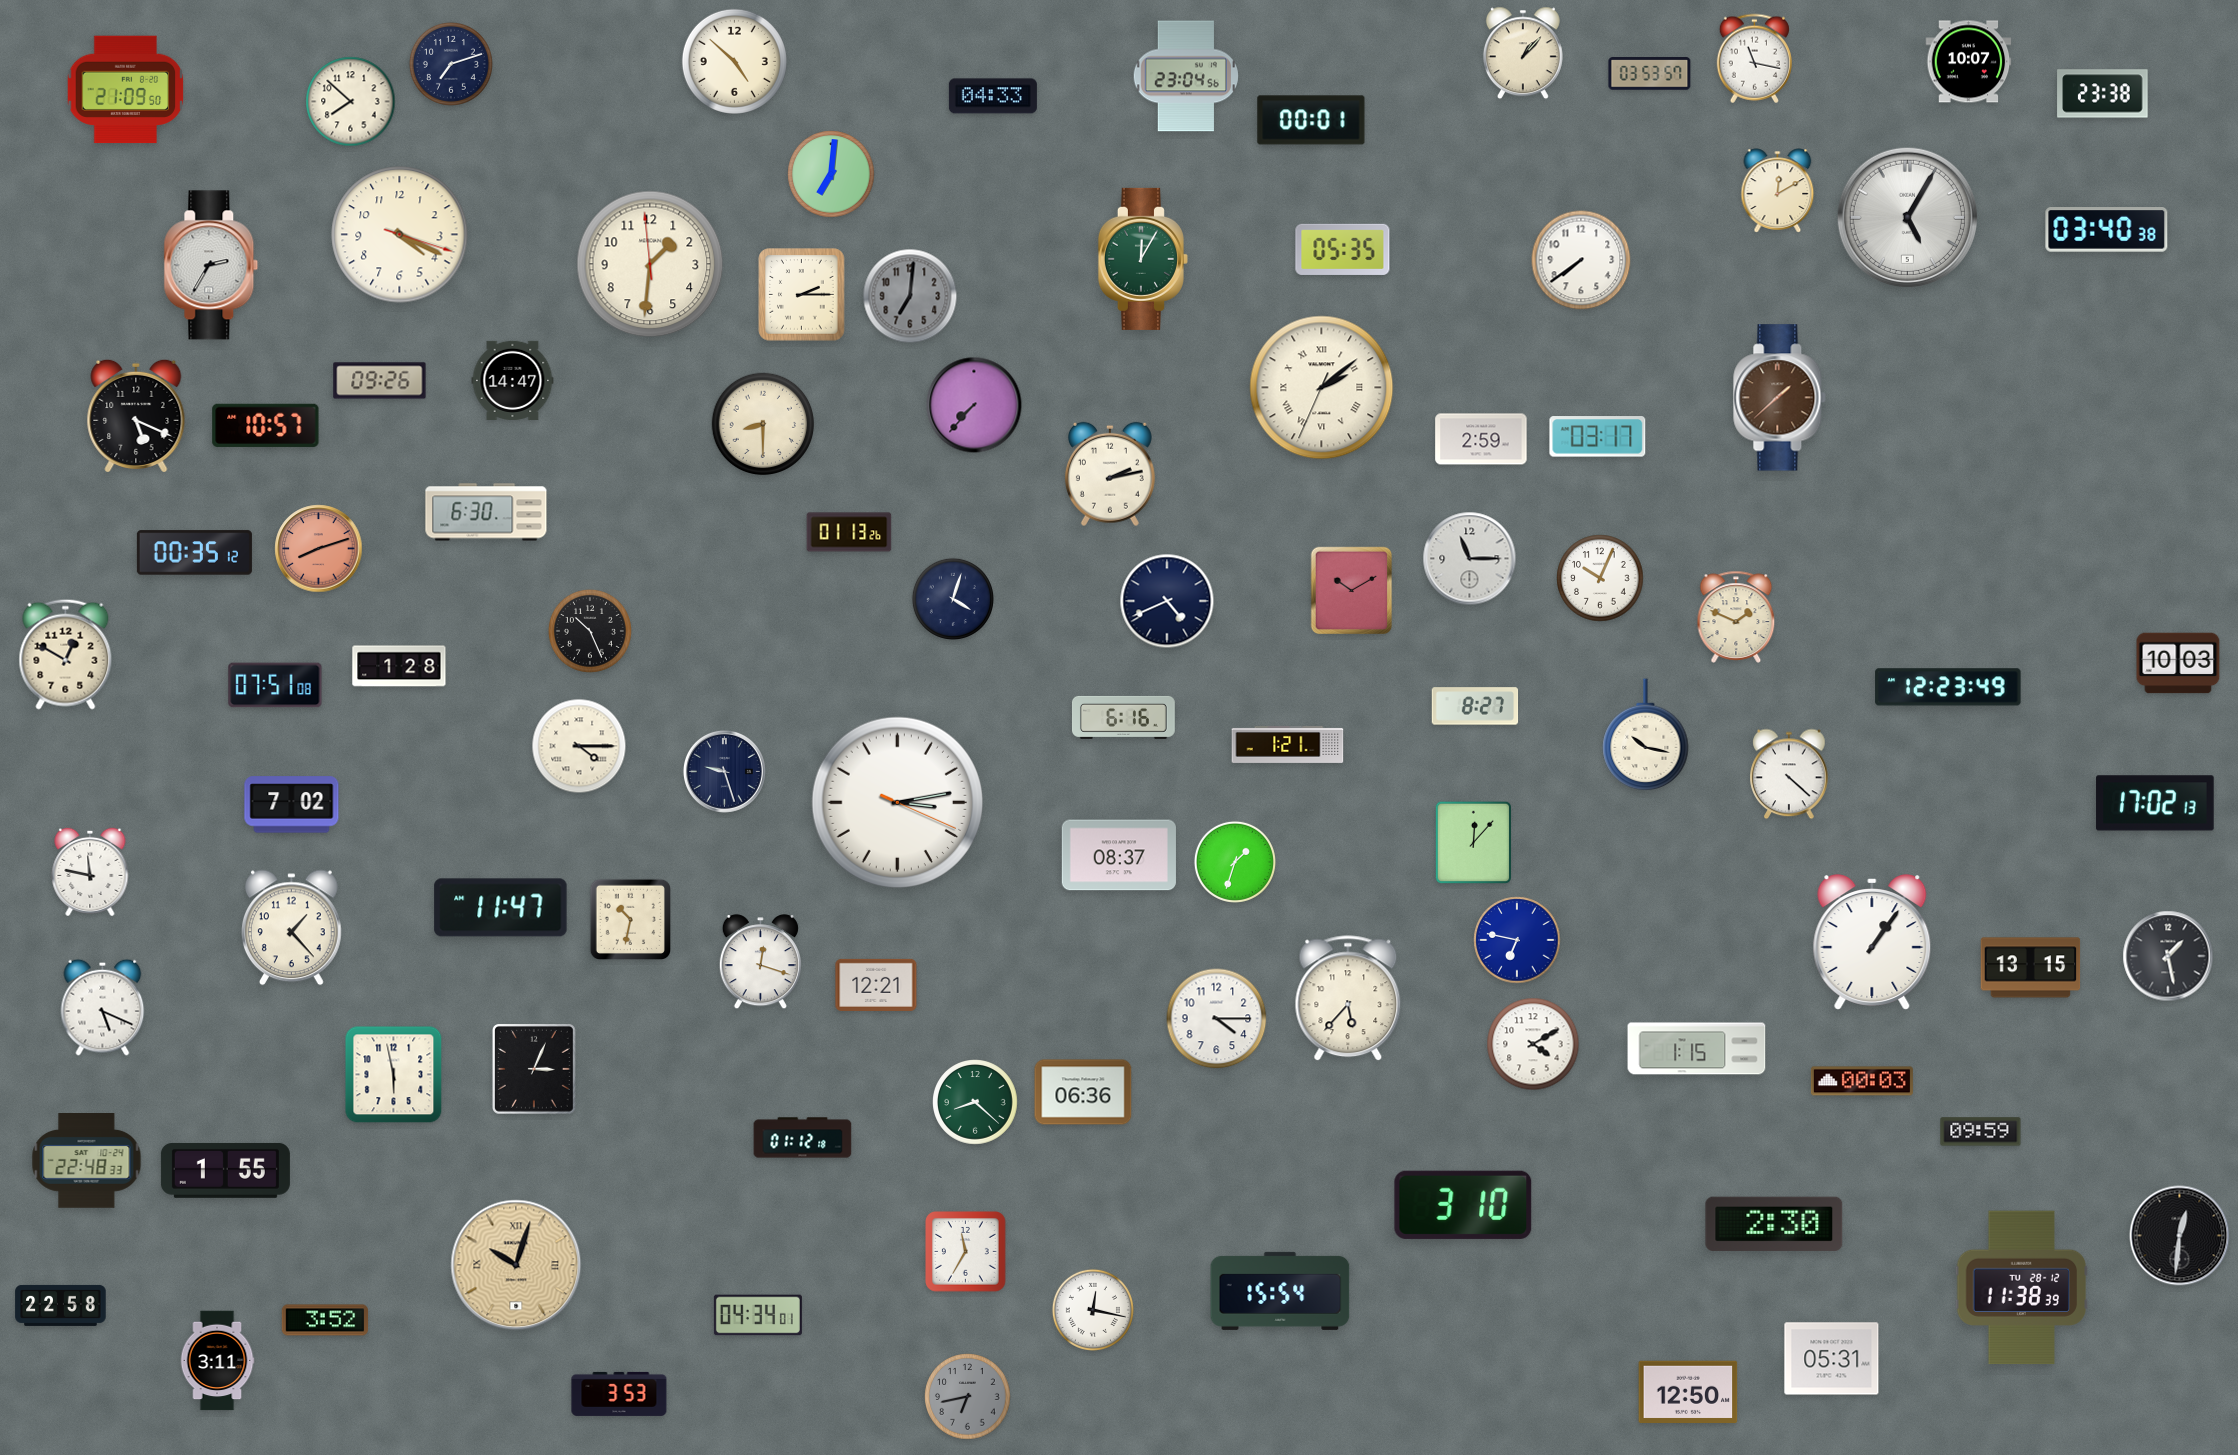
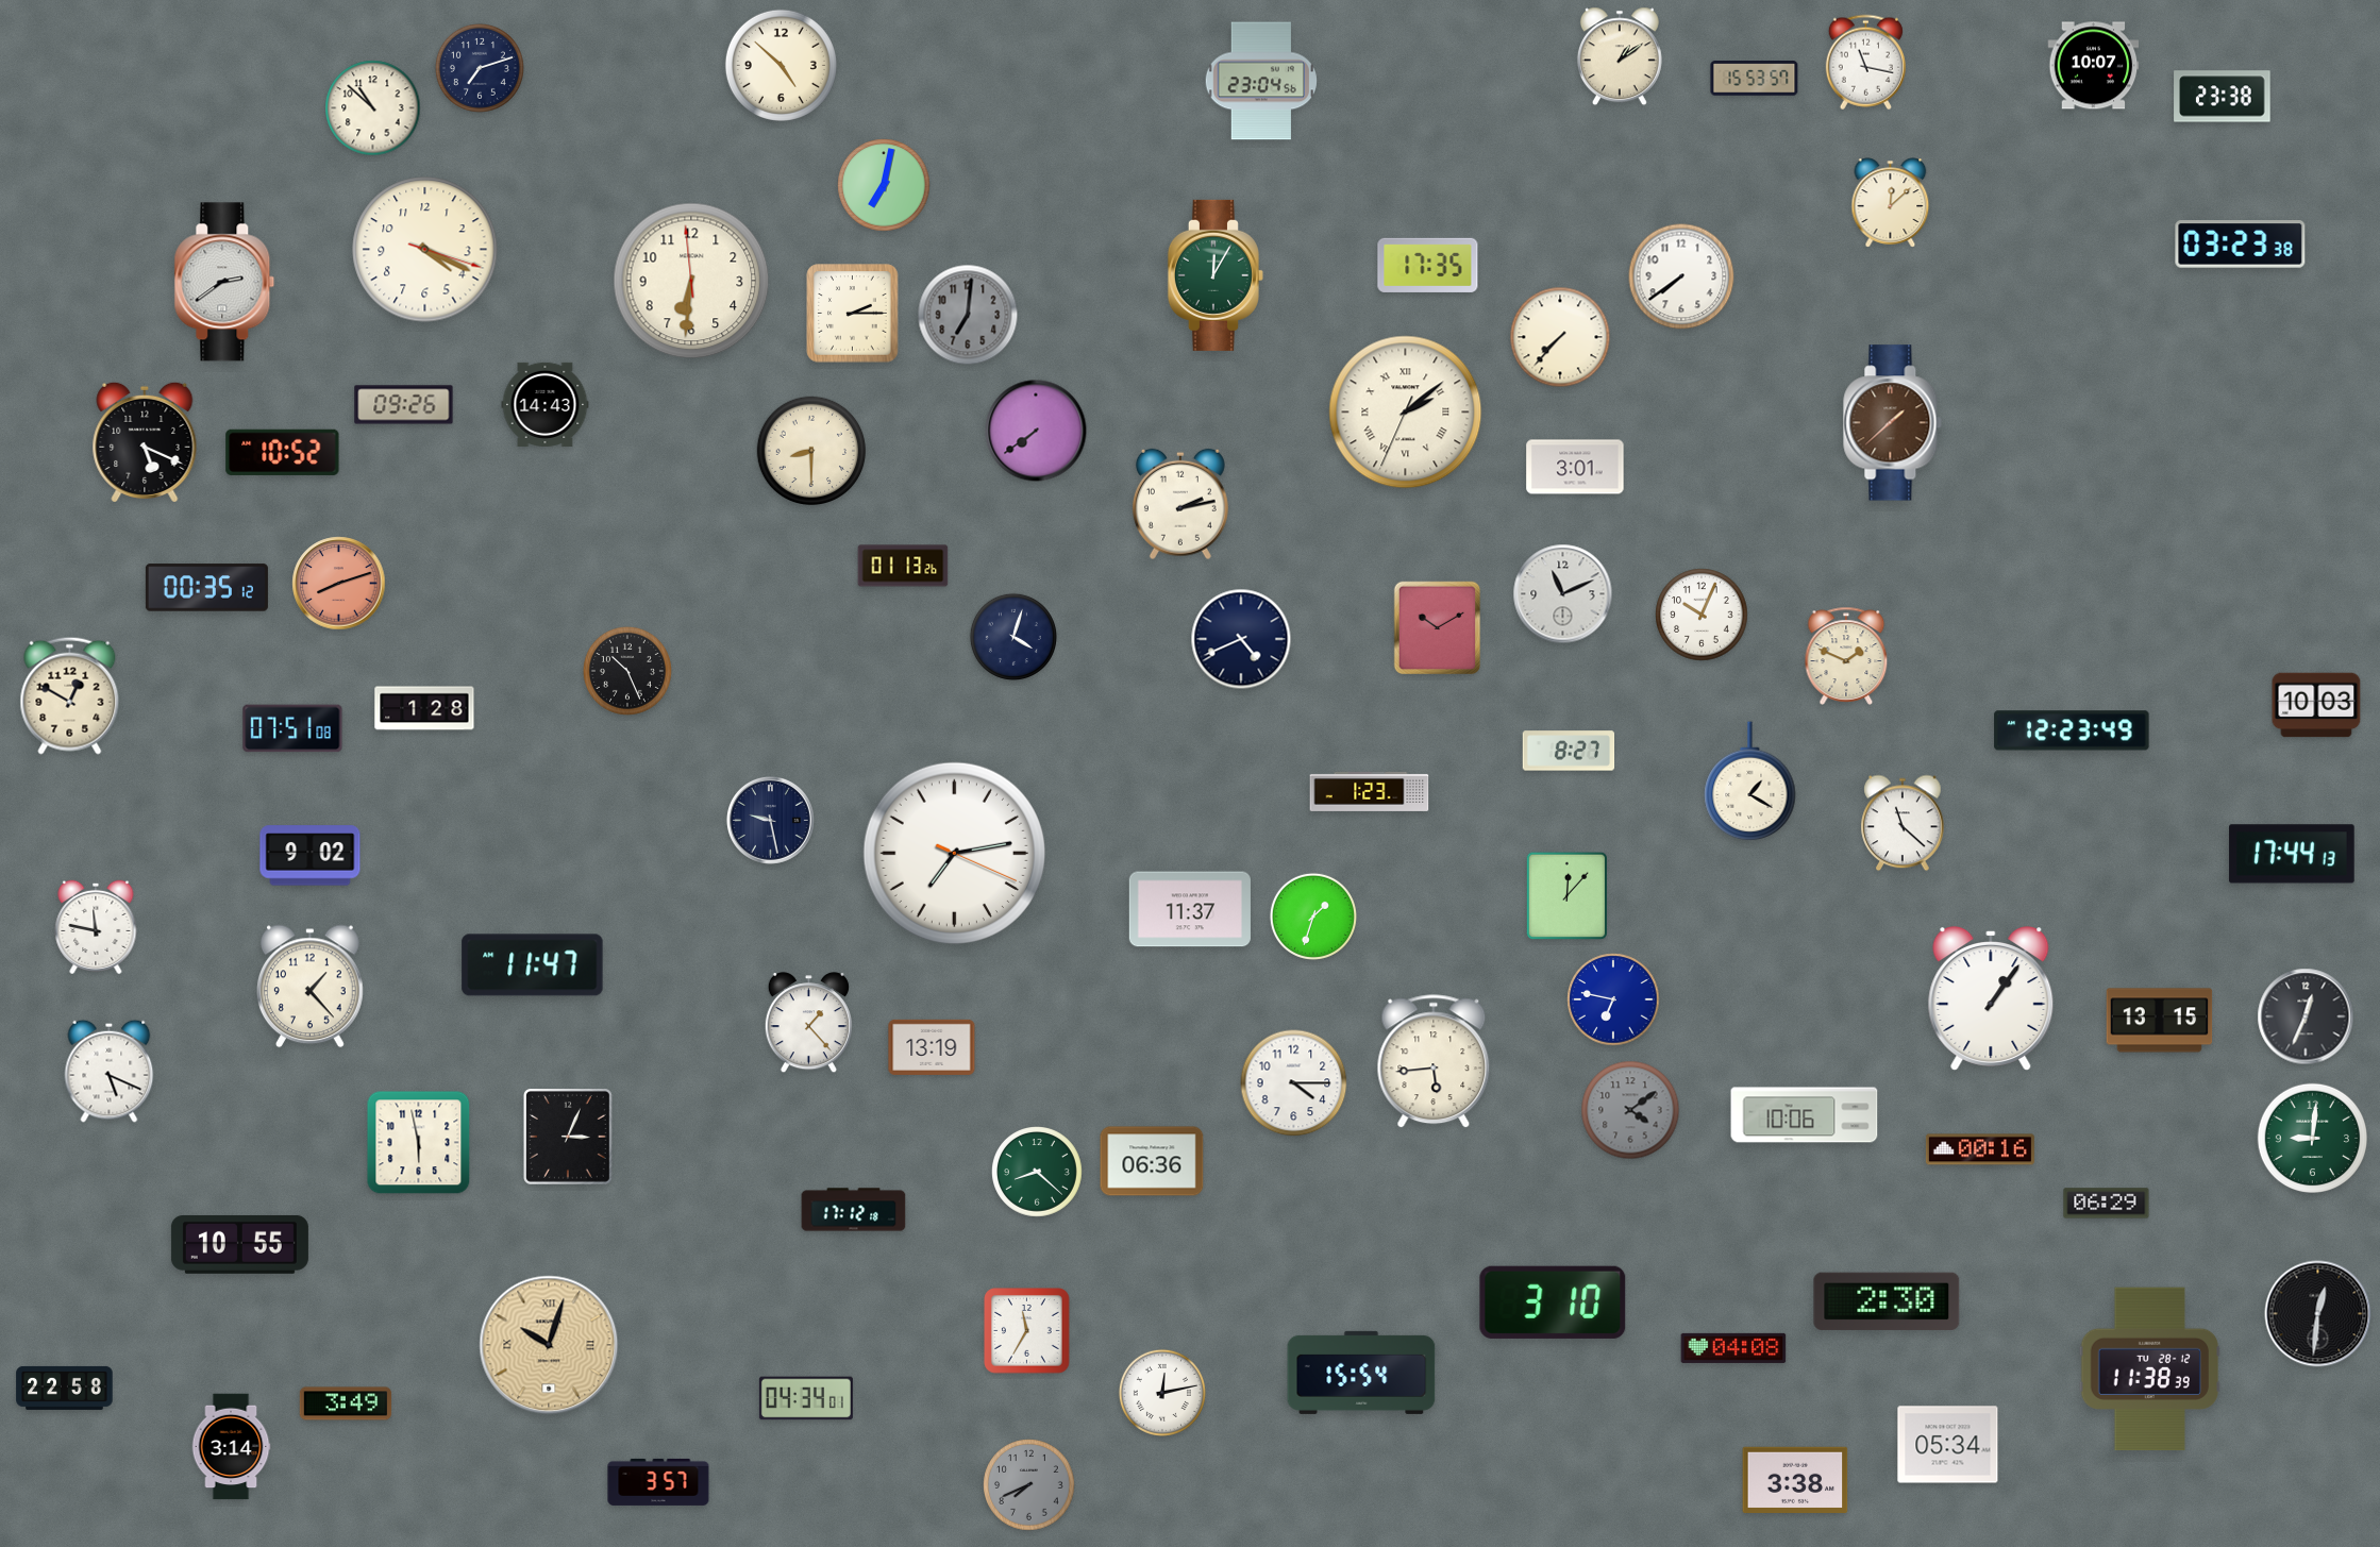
clock at (1523, 53): 1:07 -> 1:09
clock at (1650, 74): 03:53 -> 15:53
clock at (126, 90): 21:09 -> none
clock at (2103, 94) position: (2103, 94) -> (2223, 97)
clock at (993, 96): 04:33 -> none
clock at (351, 102): 7:52 -> 10:52
clock at (1311, 120): 00:01 -> none
clock at (831, 174): 7:01 -> 7:02
clock at (1778, 191): 12:10 -> 12:08
clock at (1907, 217): 5:05 -> none
clock at (2107, 230): 03:40 -> 03:23
clock at (1343, 249): 05:35 -> 17:35
clock at (650, 264): 1:30 -> 6:30
clock at (211, 265): 2:35 -> 2:39
clock at (1560, 337): none -> 7:37
clock at (513, 380): 14:47 -> 14:43
clock at (974, 405): 7:37 -> 7:39
clock at (266, 425): 10:57 -> 10:52
clock at (1598, 437): 03:17 -> none
clock at (1481, 439): 2:59 -> 3:01
clock at (486, 512): 6:30 -> none
clock at (1470, 559): 11:15 -> 11:11
clock at (1124, 717): 6:16 -> none
clock at (1646, 735): 10:17 -> 1:20
clock at (1288, 744): 1:21 -> 1:23
clock at (579, 746): 4:15 -> none
clock at (724, 771): 9:27 -> 9:28
clock at (1789, 774): 4:22 -> 11:22
clock at (898, 803): 3:13 -> 7:13
clock at (2155, 803): 17:02 -> 17:44
clock at (292, 805): 7:02 -> 9:02
clock at (1119, 855): 08:37 -> 11:37
clock at (630, 919): 10:32 -> none
clock at (1872, 942) position: (1872, 942) -> (1991, 998)
clock at (2168, 956): 1:28 -> 12:34
clock at (760, 962): 12:18 -> 1:23
clock at (2031, 968) position: (2031, 968) -> (2160, 1021)
clock at (876, 985): 12:21 -> 13:19
clock at (1348, 999): 5:37 -> 5:44
clock at (1533, 1044): 4:10 -> 4:09
clock at (1533, 1044) dial: white -> grey
clock at (1697, 1049): 1:15 -> 10:06
clock at (2312, 1138): none -> 9:01
clock at (1862, 1081): 00:03 -> 00:16
clock at (1981, 1132): 09:59 -> 06:29
clock at (803, 1138): 01:12 -> 17:12
clock at (87, 1161): 22:48 -> none
clock at (225, 1170): 1:55 -> 10:55
clock at (1463, 1205) position: (1463, 1205) -> (1553, 1302)
clock at (1733, 1348): none -> 04:08
clock at (1093, 1310): 12:17 -> 12:13
clock at (325, 1320): 3:52 -> 3:49
clock at (1832, 1359): 05:31 -> 05:34
clock at (217, 1361): 3:11 -> 3:14
clock at (1688, 1391): 12:50 -> 3:38
clock at (619, 1394): 3:53 -> 3:57
clock at (968, 1397): 6:43 -> 7:41
